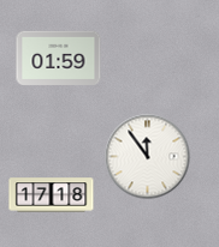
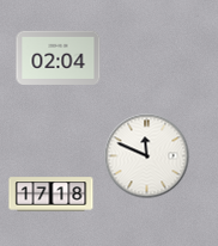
clock at (59, 58): 01:59 -> 02:04
clock at (148, 157): 11:54 -> 11:49
